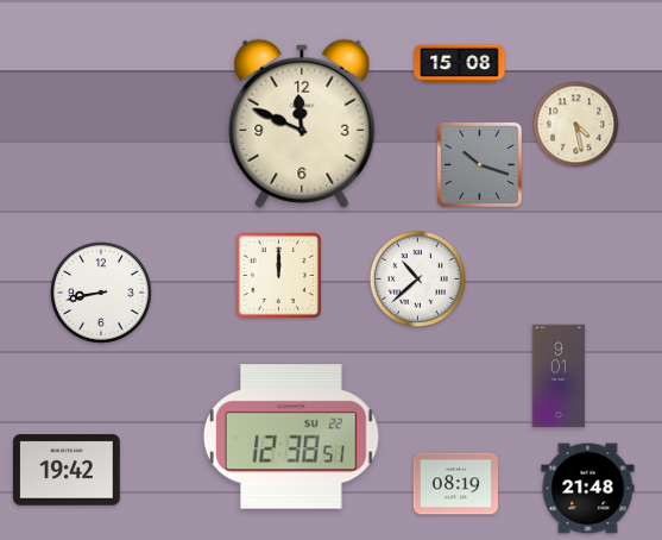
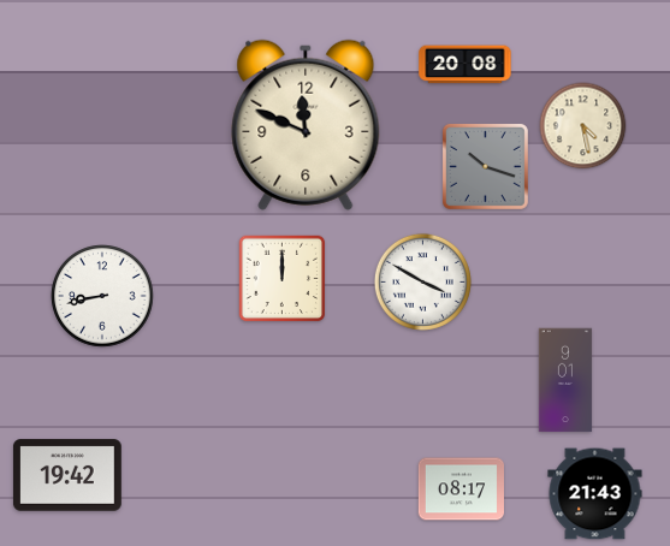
clock at (460, 64): 15:08 -> 20:08
clock at (417, 278): 10:38 -> 3:50
clock at (291, 437): 12:38 -> none
clock at (455, 484): 08:19 -> 08:17
clock at (588, 489): 21:48 -> 21:43
